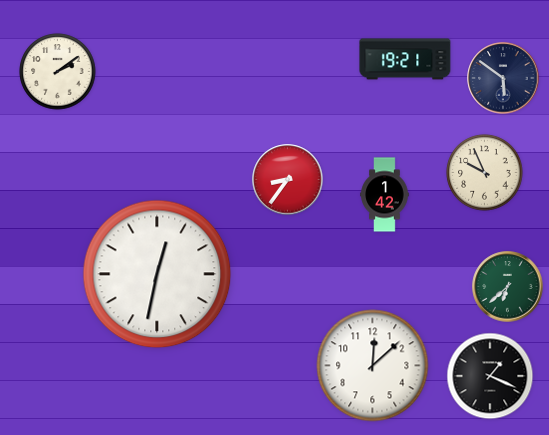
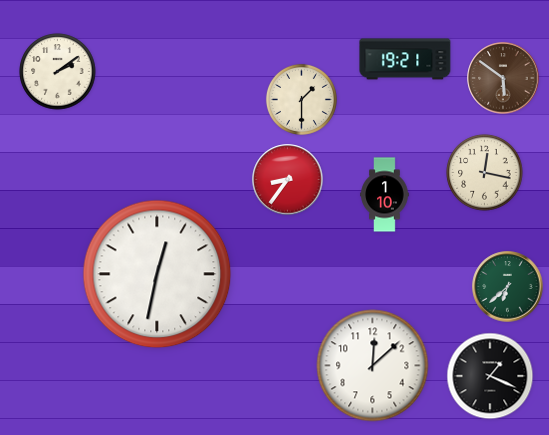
clock at (503, 78) dial: navy -> brown
clock at (301, 99): none -> 1:30
clock at (485, 173): 9:56 -> 12:17
clock at (385, 195): 1:42 -> 1:10
